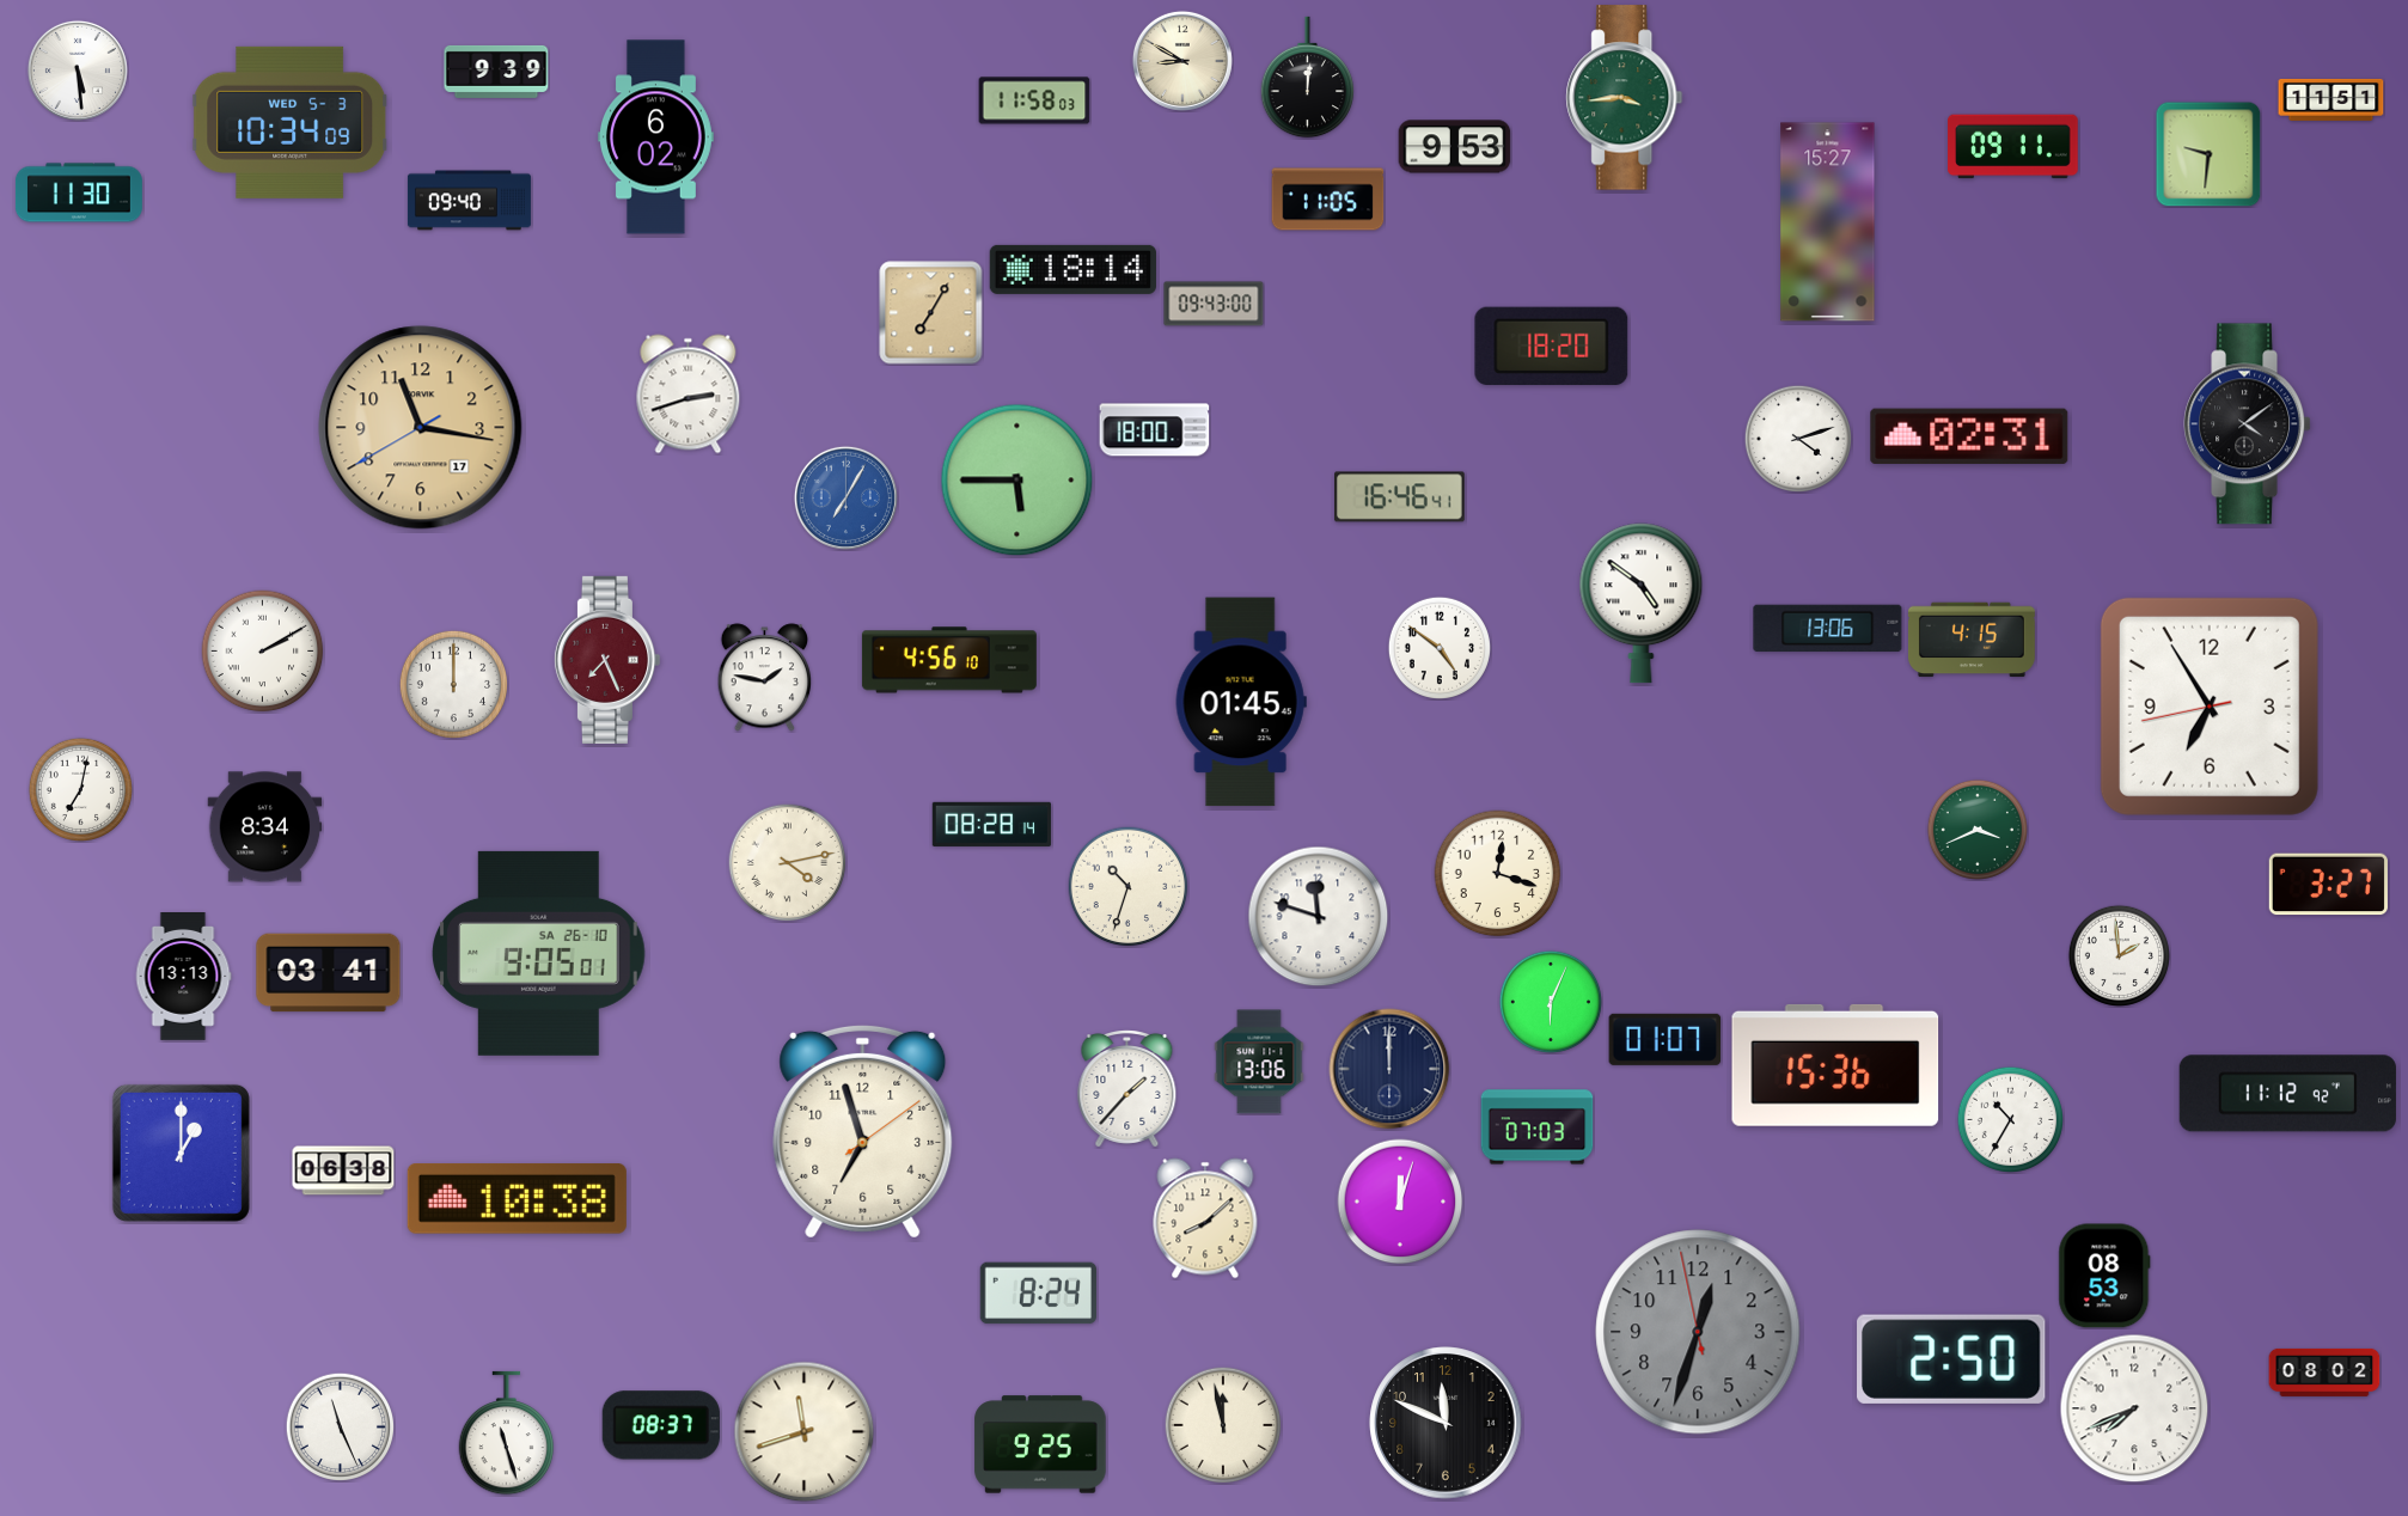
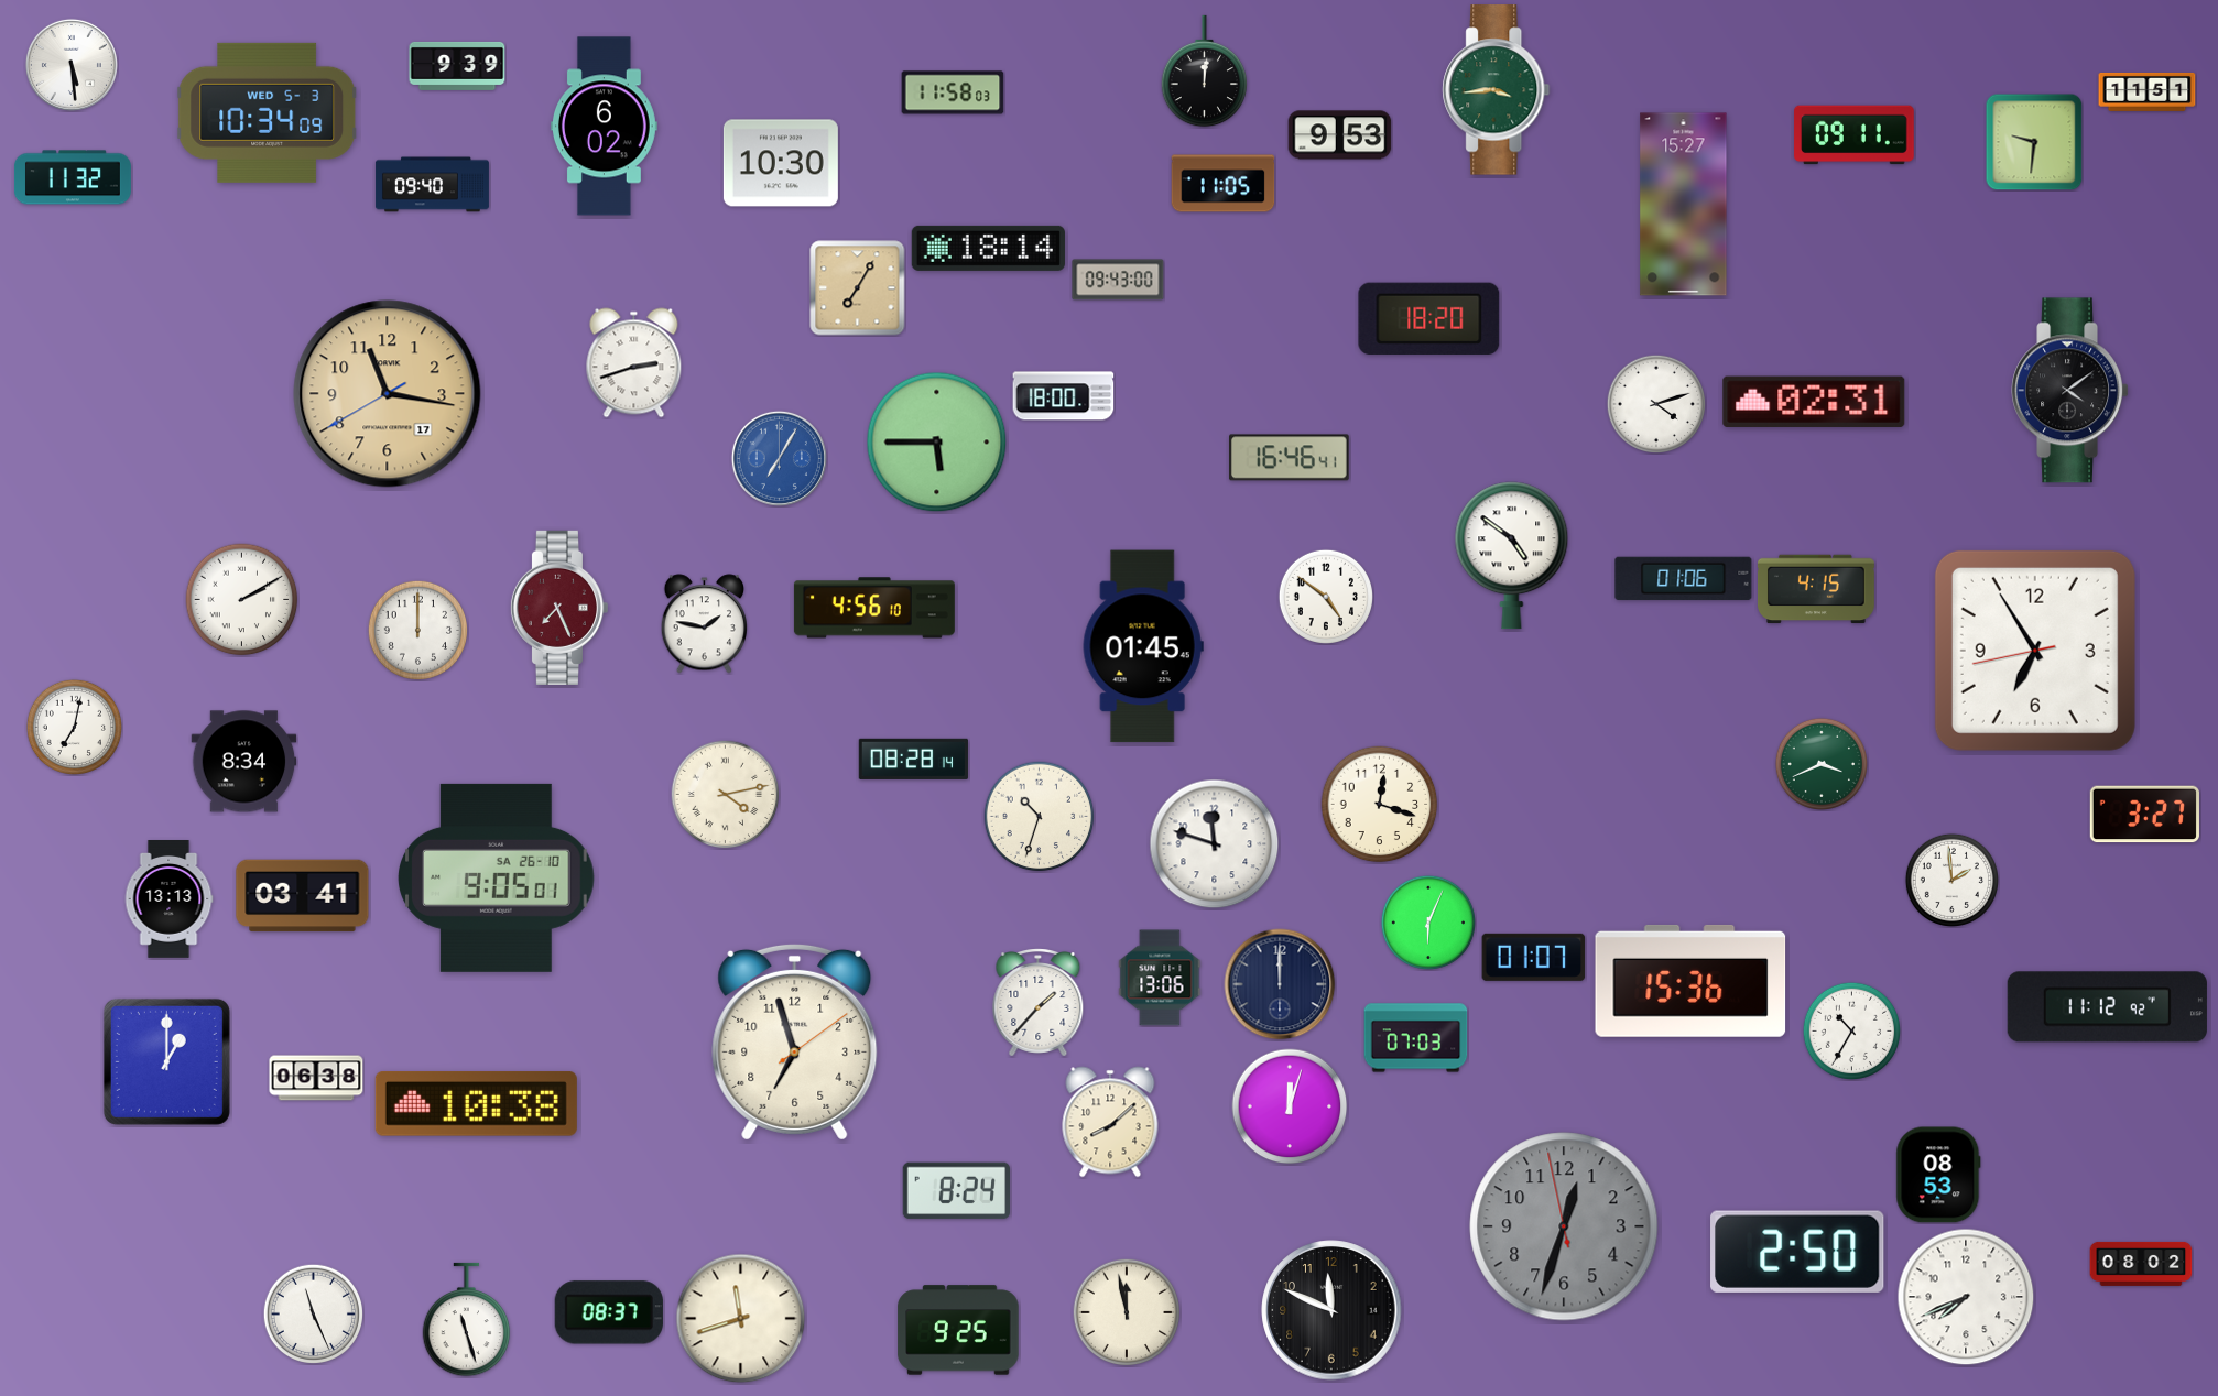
clock at (1182, 61): 8:50 -> none
clock at (781, 163): none -> 10:30
clock at (79, 192): 11:30 -> 11:32
clock at (1828, 629): 13:06 -> 01:06
